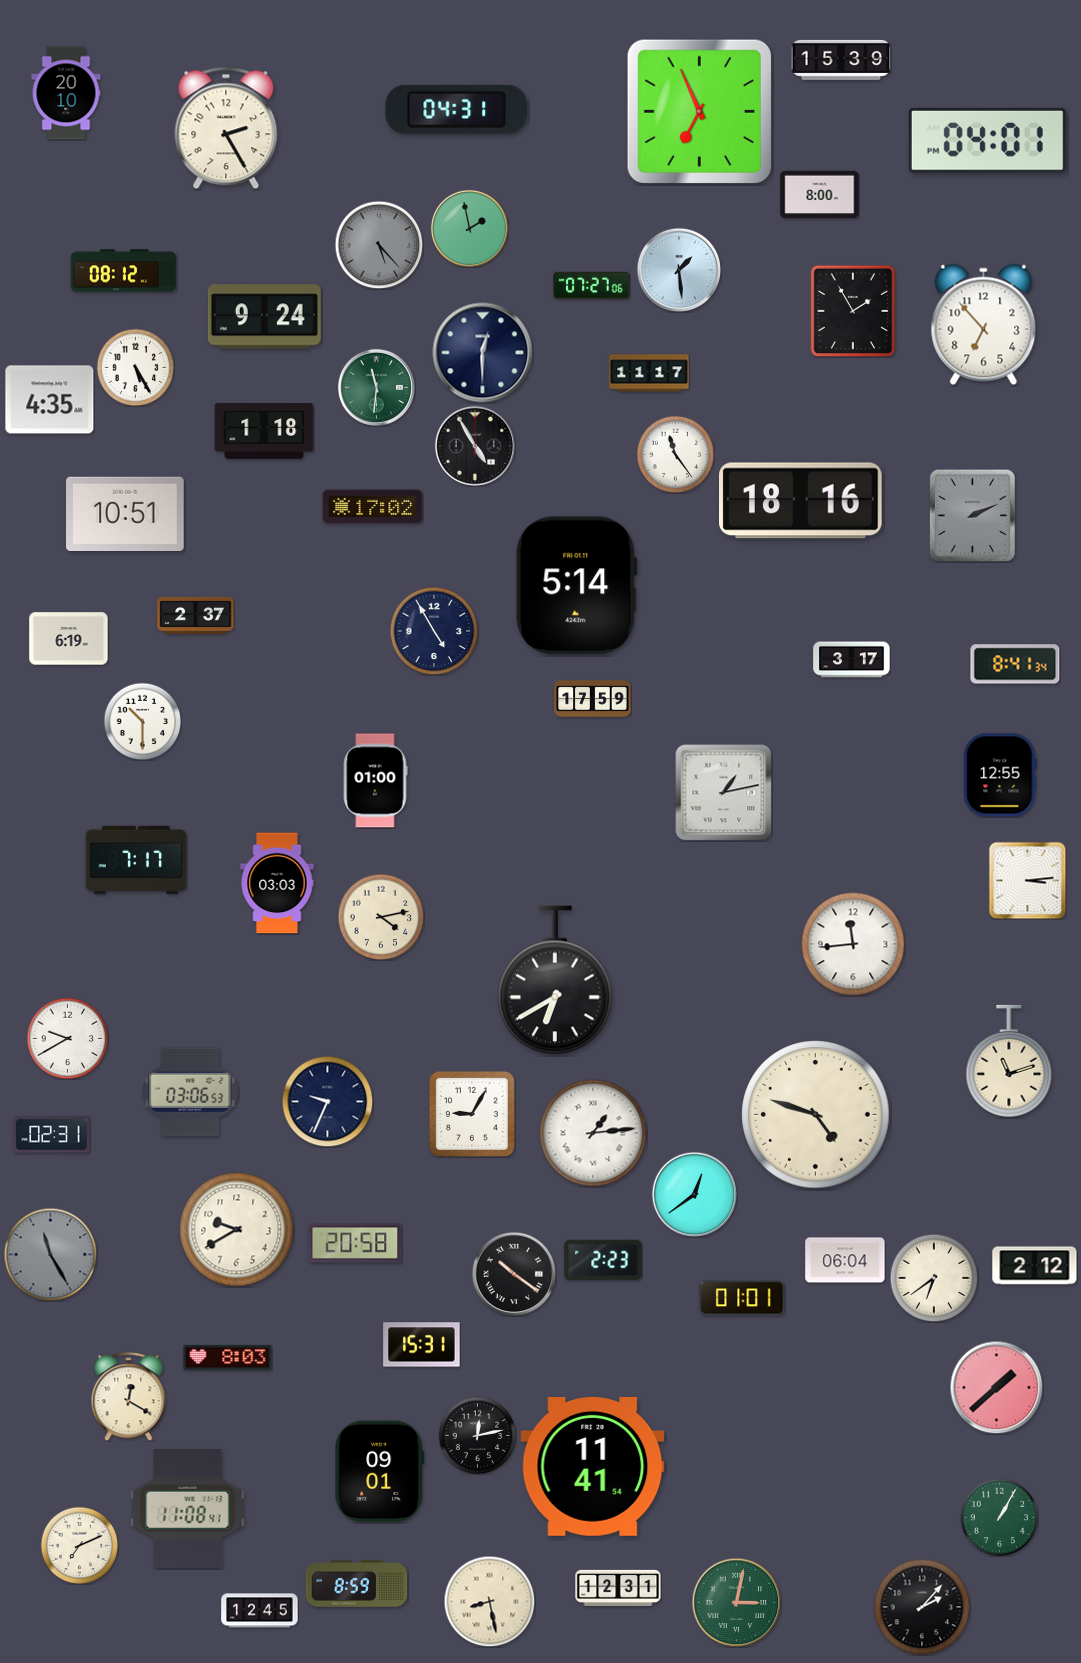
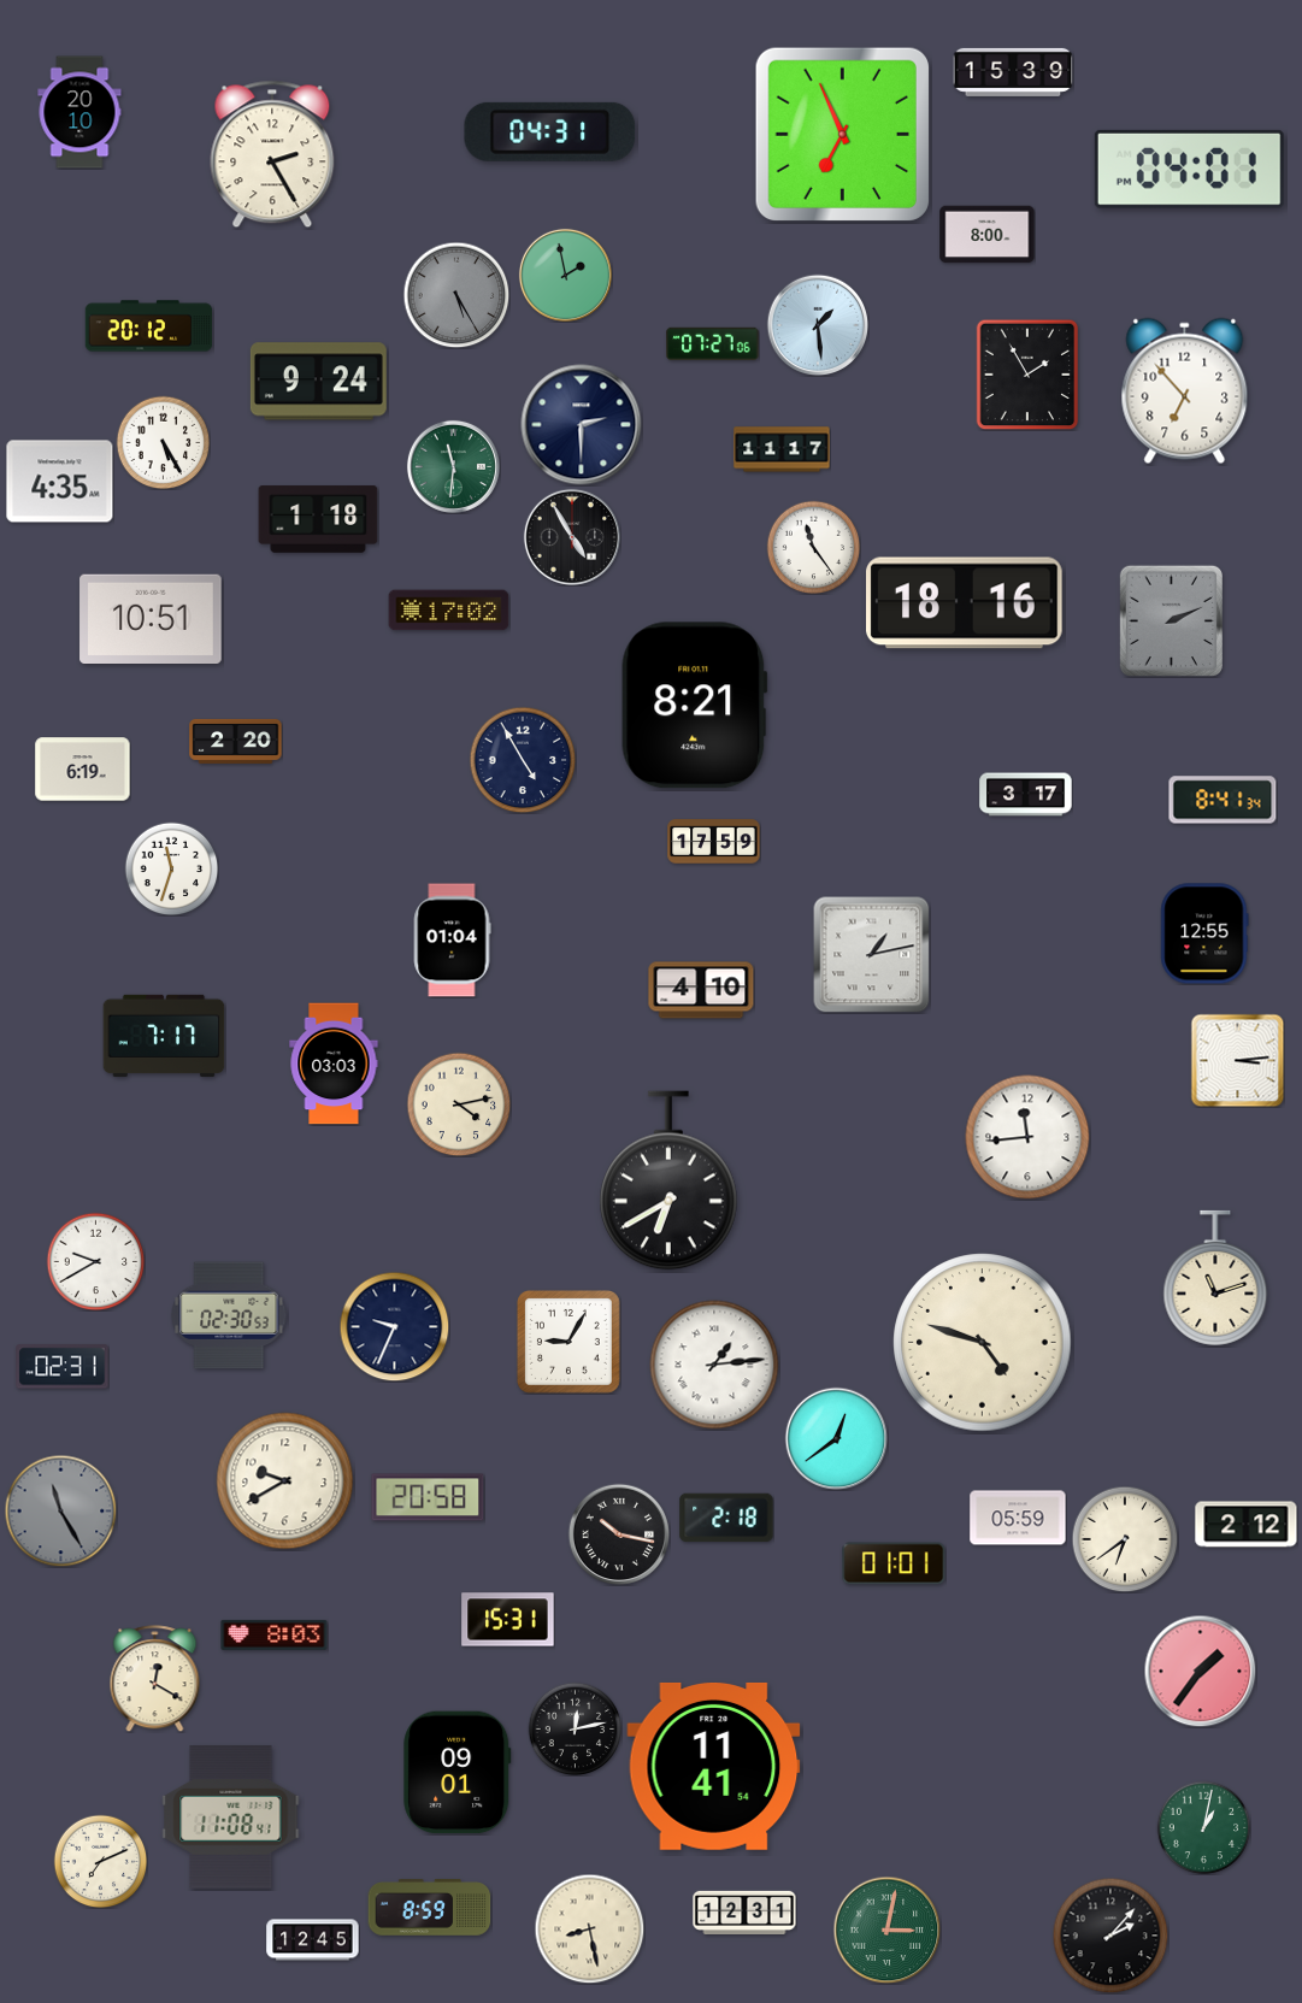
clock at (379, 245): 5:23 -> 5:25
clock at (124, 271): 08:12 -> 20:12
clock at (483, 353): 12:30 -> 2:30
clock at (577, 586): 5:14 -> 8:21
clock at (196, 615): 2:37 -> 2:20
clock at (142, 721): 10:30 -> 11:33
clock at (375, 781): 01:00 -> 01:04
clock at (701, 990): none -> 4:10
clock at (67, 1038) position: (67, 1038) -> (95, 1261)
clock at (190, 1092): 03:06 -> 02:30
clock at (603, 1260): 2:23 -> 2:18
clock at (845, 1260): 06:04 -> 05:59
clock at (514, 1274): 10:21 -> 10:17
clock at (996, 1387): 1:38 -> 1:36
clock at (129, 1397) position: (129, 1397) -> (155, 1679)
clock at (188, 1509) position: (188, 1509) -> (231, 1818)
clock at (999, 1517): 1:05 -> 1:02
clock at (79, 1545) position: (79, 1545) -> (100, 1861)
